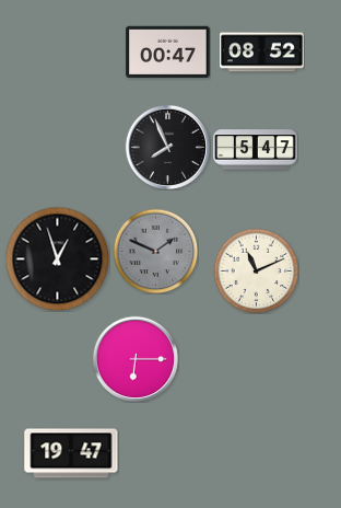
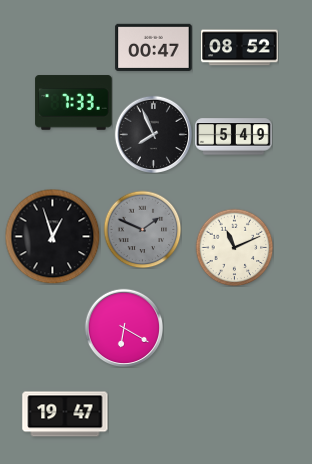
clock at (74, 103): none -> 7:33
clock at (256, 150): 5:47 -> 5:49
clock at (134, 358): 6:15 -> 6:20
